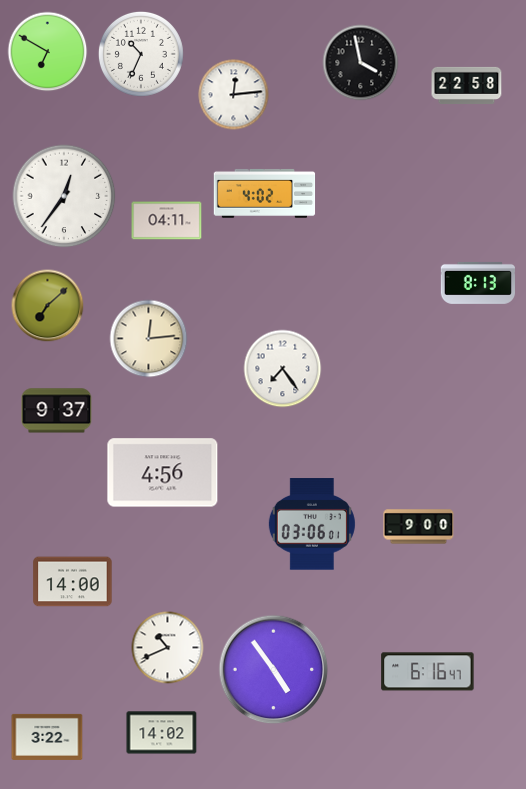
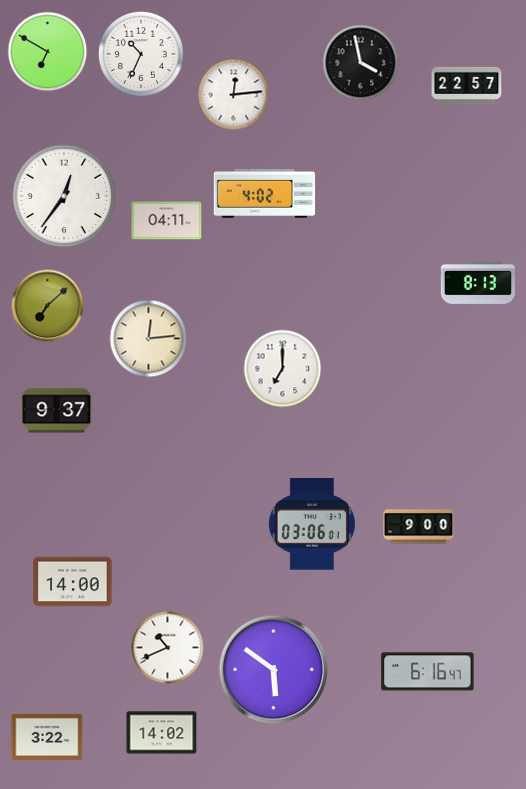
clock at (467, 85): 22:58 -> 22:57
clock at (283, 369): 7:24 -> 7:00
clock at (163, 473): 4:56 -> none
clock at (274, 670): 4:54 -> 5:51
